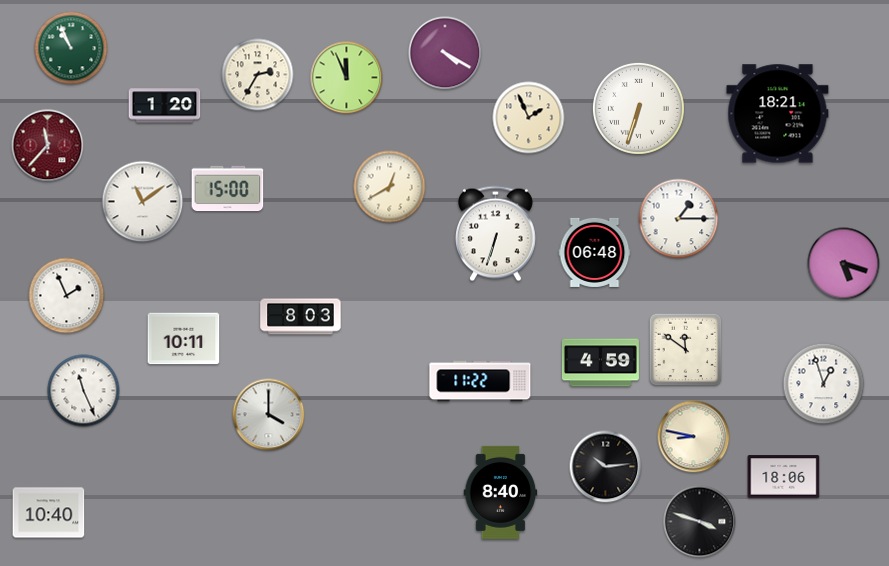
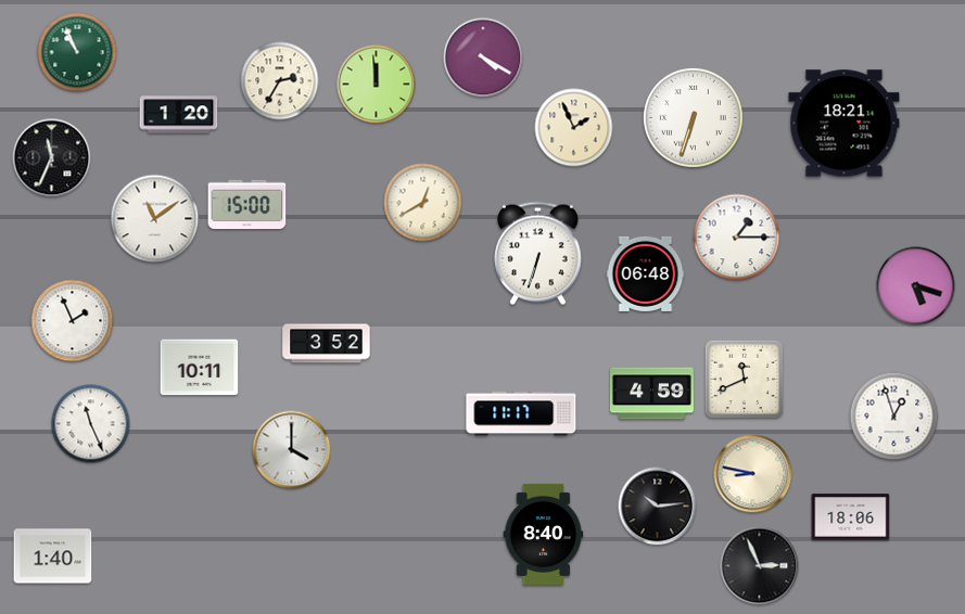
clock at (347, 78): 11:56 -> 11:59
clock at (48, 146): 11:37 -> 11:34
clock at (48, 146) dial: burgundy -> black
clock at (301, 317): 8:03 -> 3:52
clock at (686, 350): 11:51 -> 11:41
clock at (480, 381): 11:22 -> 11:17
clock at (49, 513): 10:40 -> 1:40
clock at (700, 522): 3:48 -> 2:56
